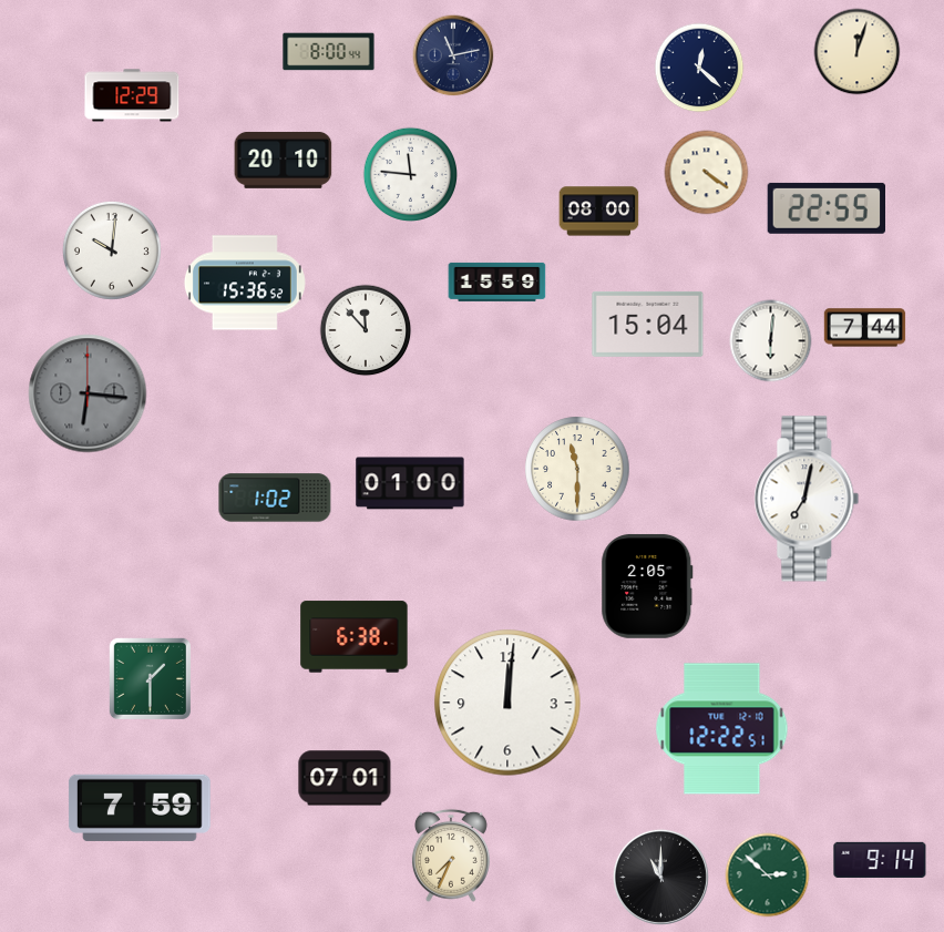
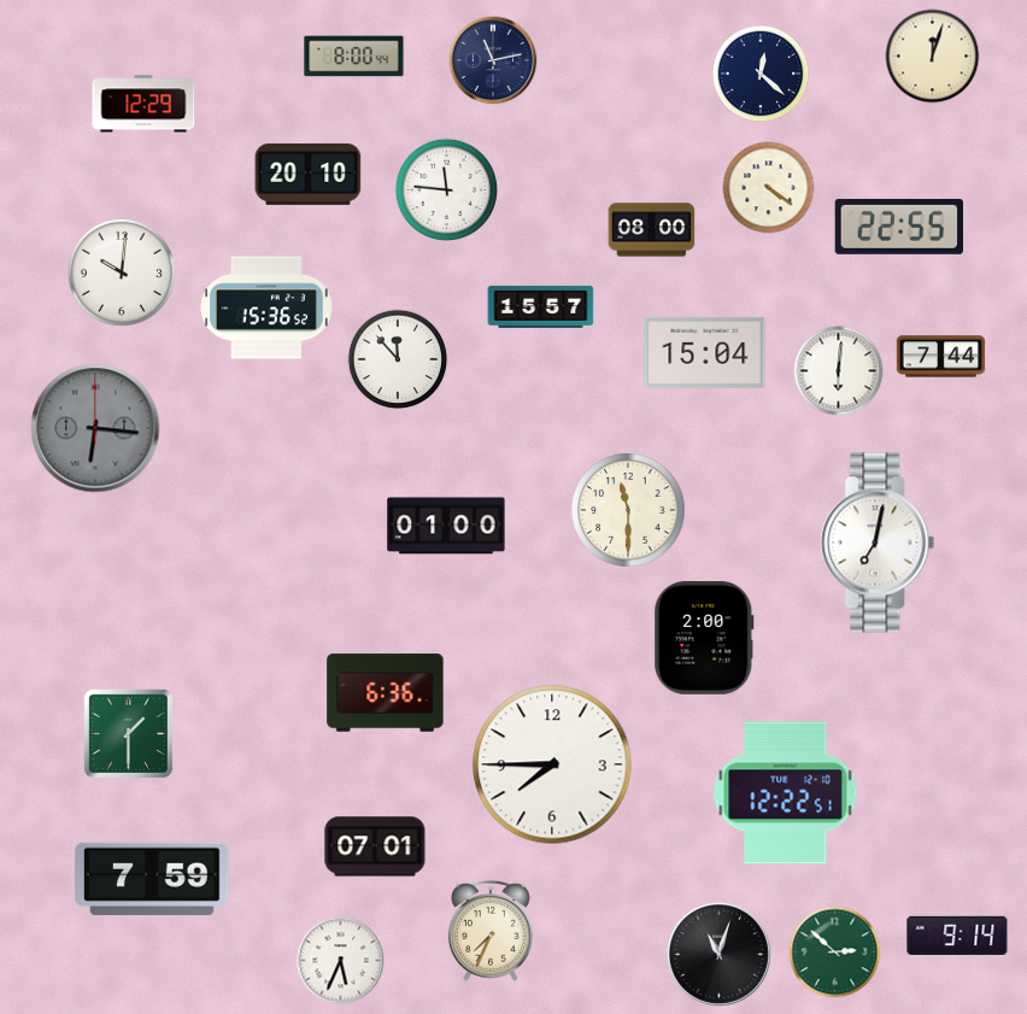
clock at (329, 52) position: (329, 52) -> (354, 57)
clock at (497, 281): 15:59 -> 15:57
clock at (275, 498): 1:02 -> none
clock at (647, 586): 2:05 -> 2:00
clock at (355, 637): 6:38 -> 6:36
clock at (150, 678) position: (150, 678) -> (128, 733)
clock at (507, 703): 12:01 -> 7:45
clock at (660, 877): 11:00 -> 11:03
clock at (341, 961): none -> 5:34
